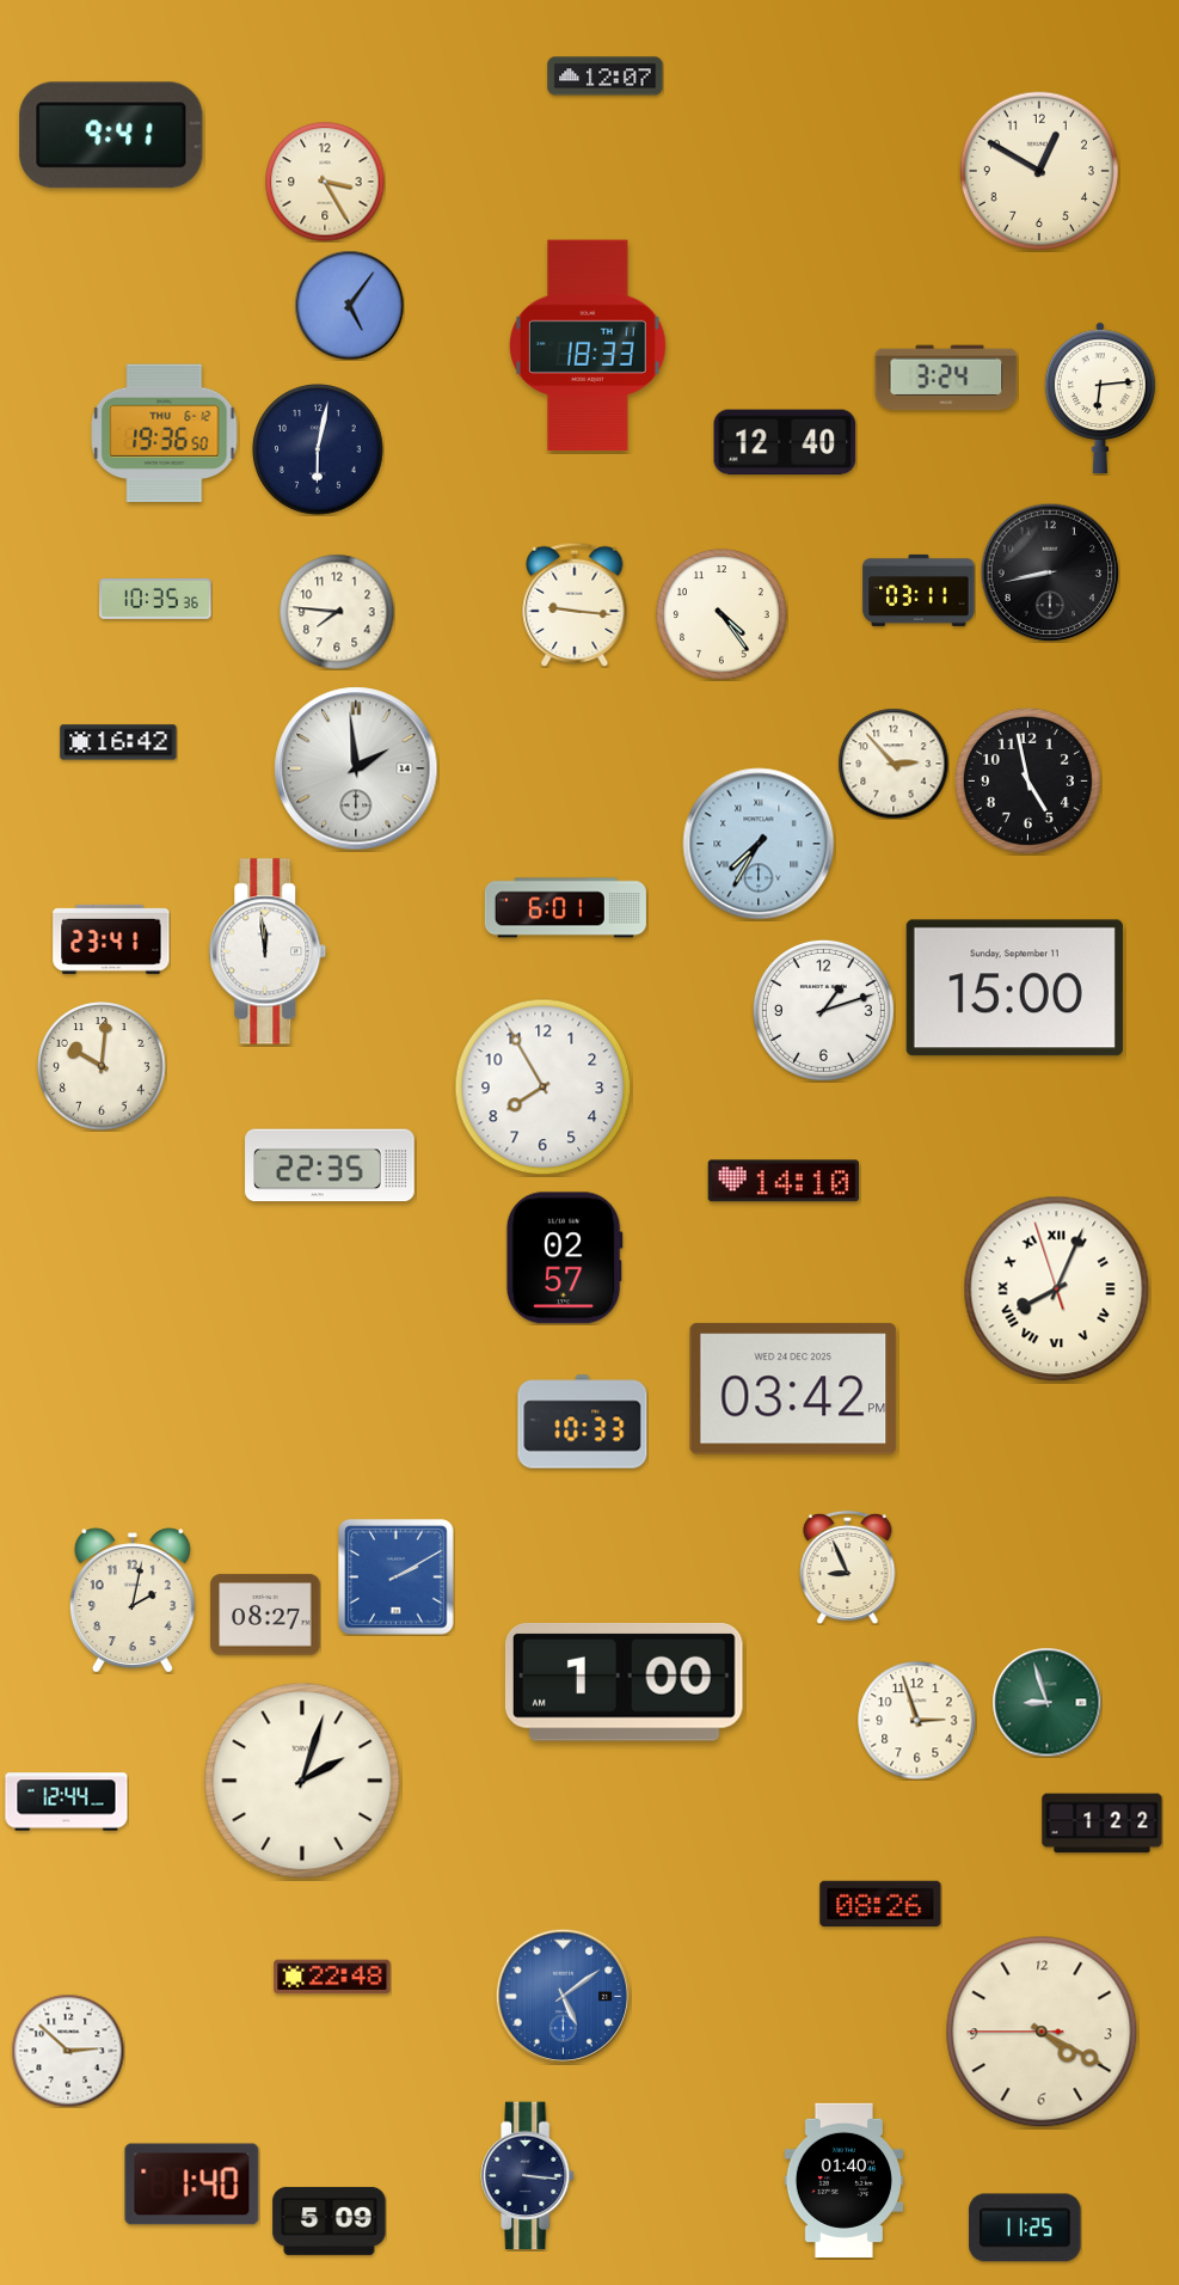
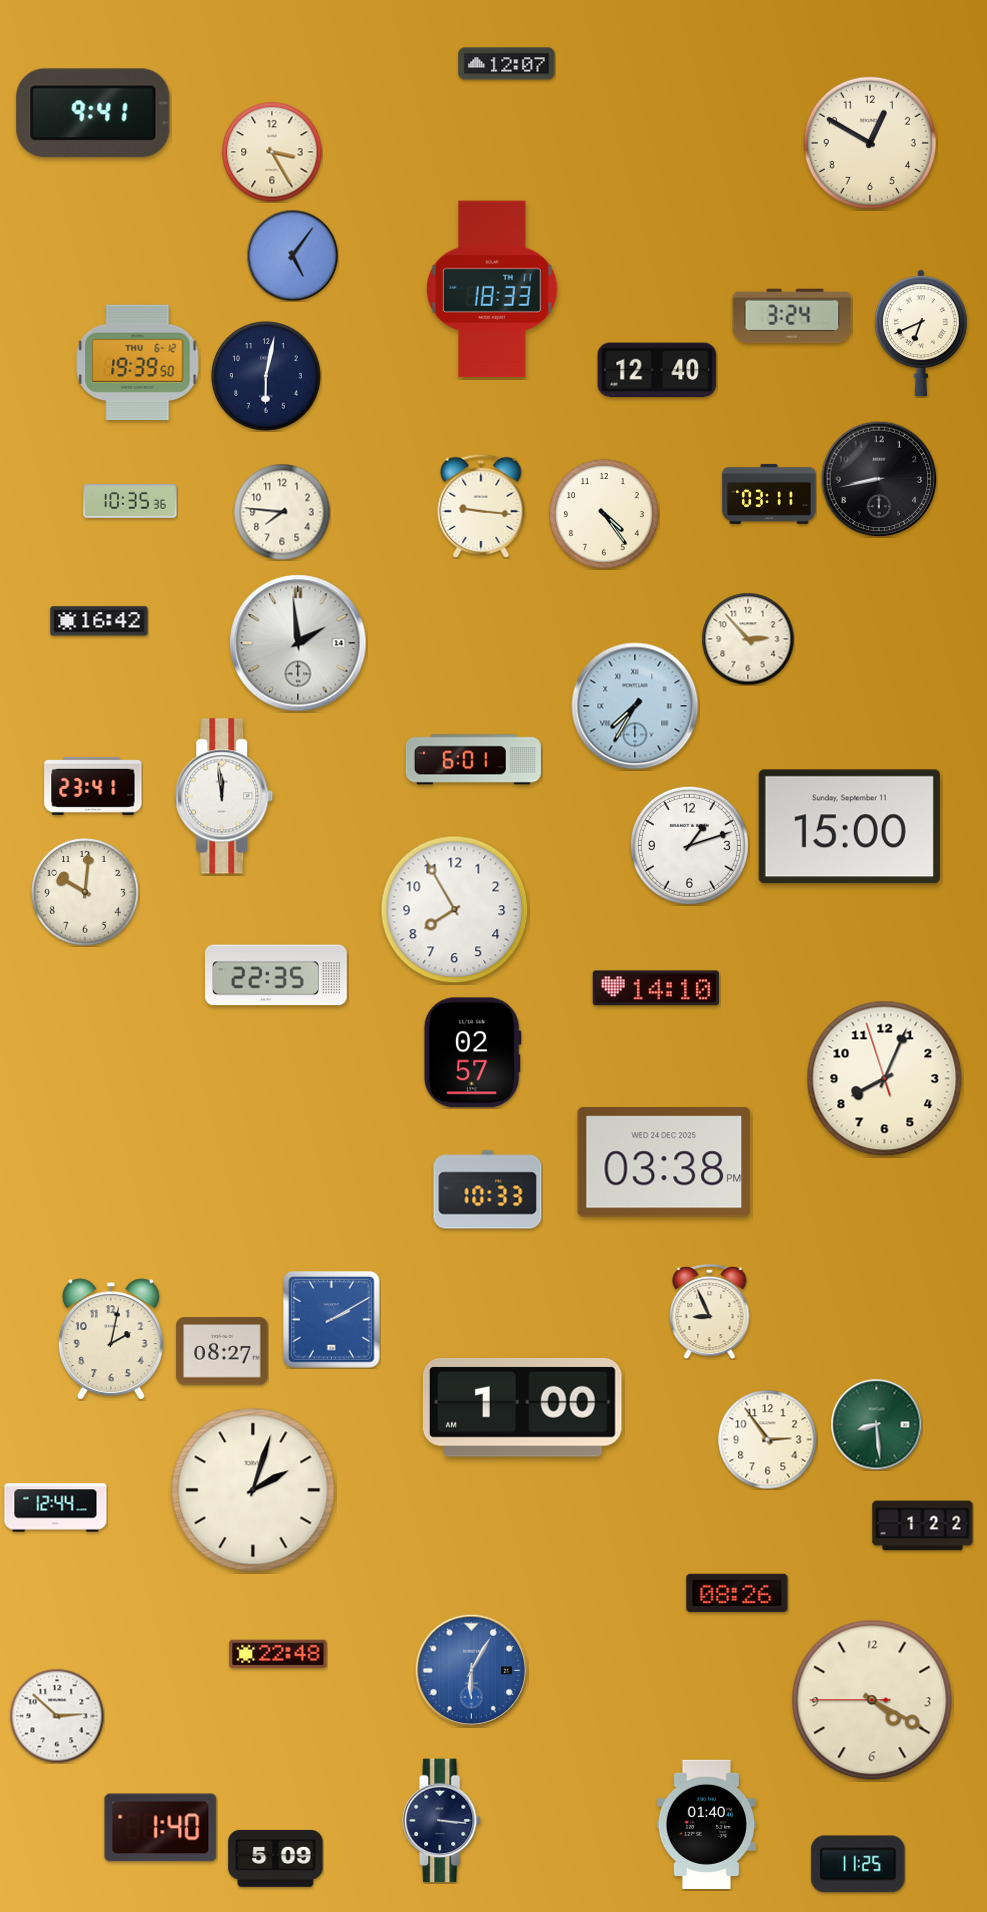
clock at (1100, 397): 6:14 -> 6:41
clock at (165, 434): 19:36 -> 19:39
clock at (1027, 780): 4:58 -> none
clock at (1057, 1289) numerals: Roman -> Arabic
clock at (793, 1389): 03:42 -> 03:38
clock at (1046, 1702): 8:57 -> 8:29
clock at (917, 1721): 2:57 -> 2:54
clock at (563, 1996): 5:09 -> 6:05
